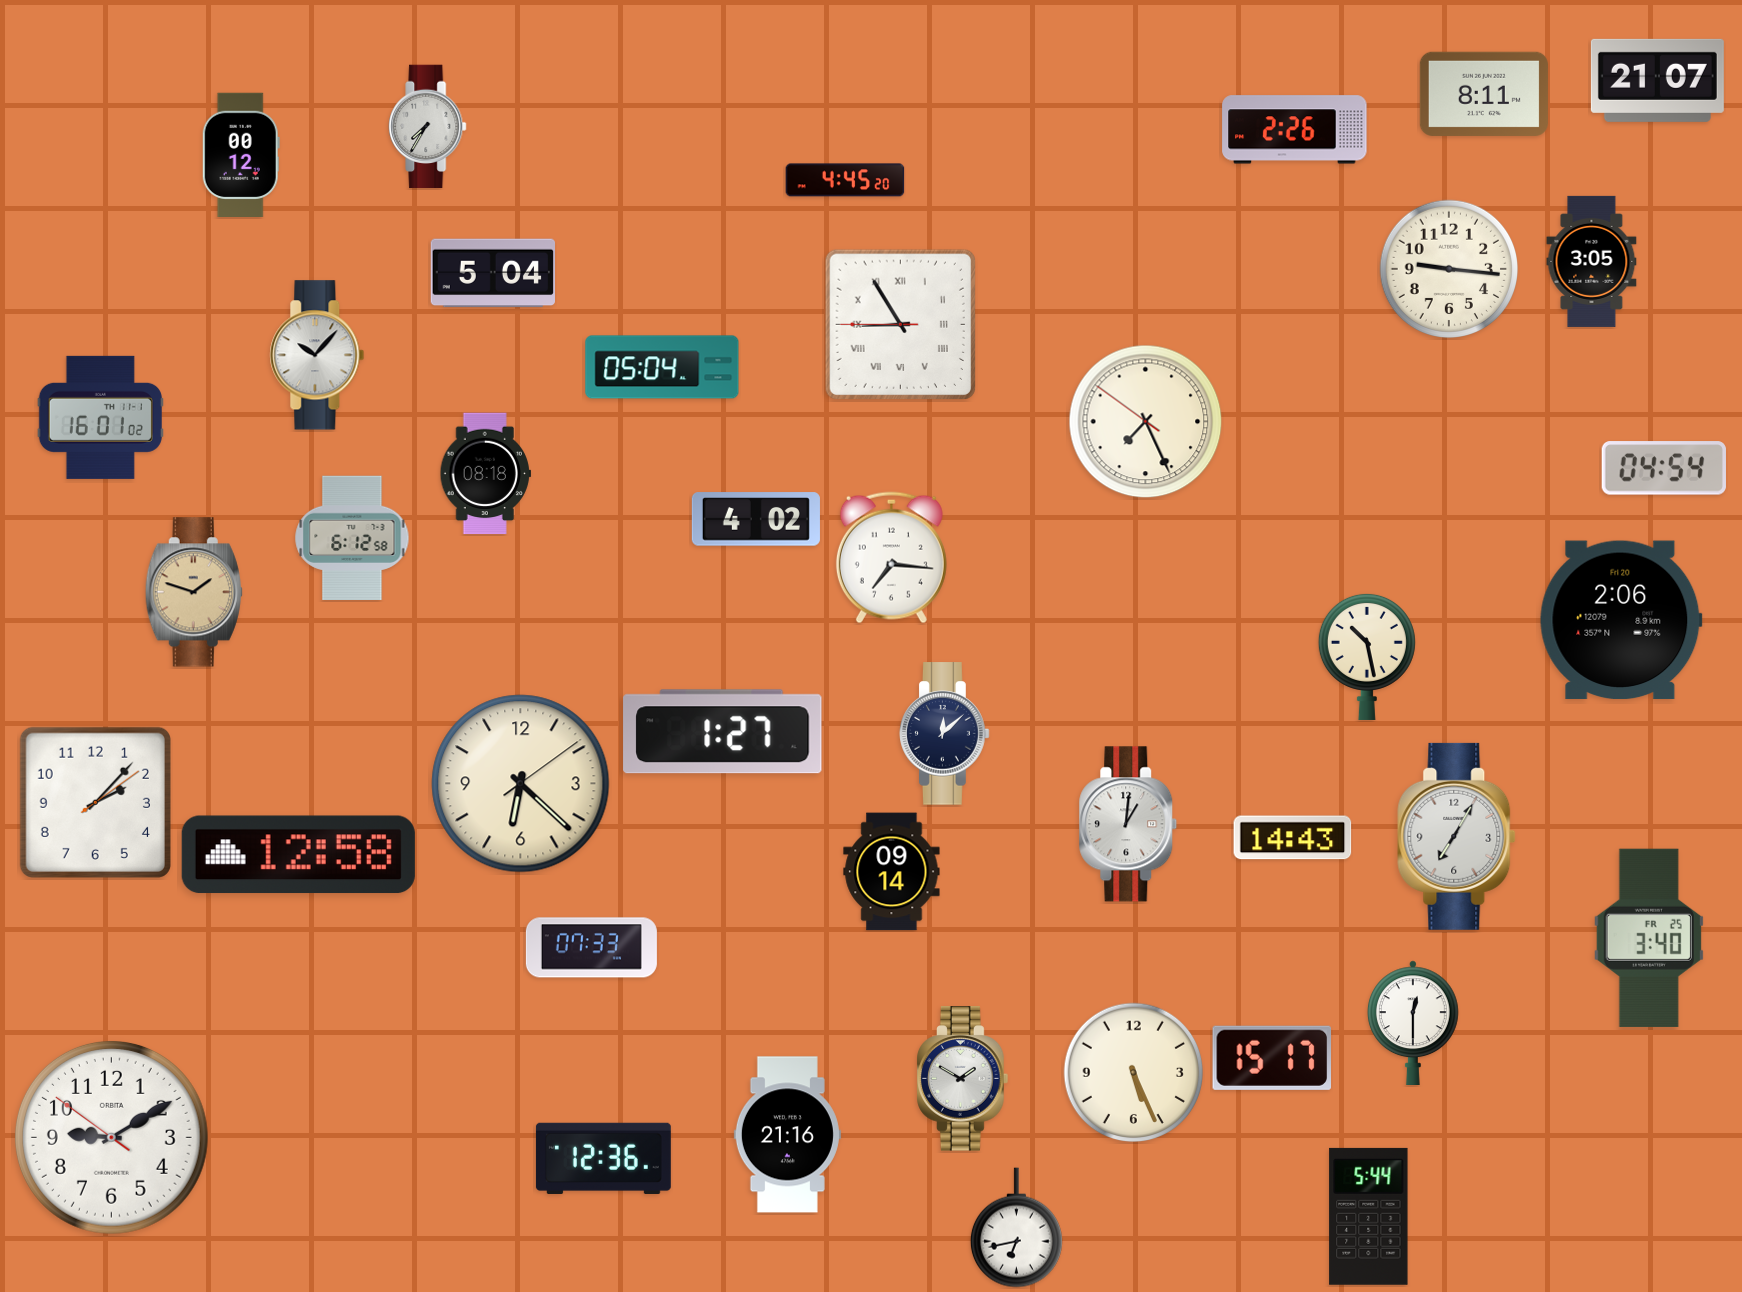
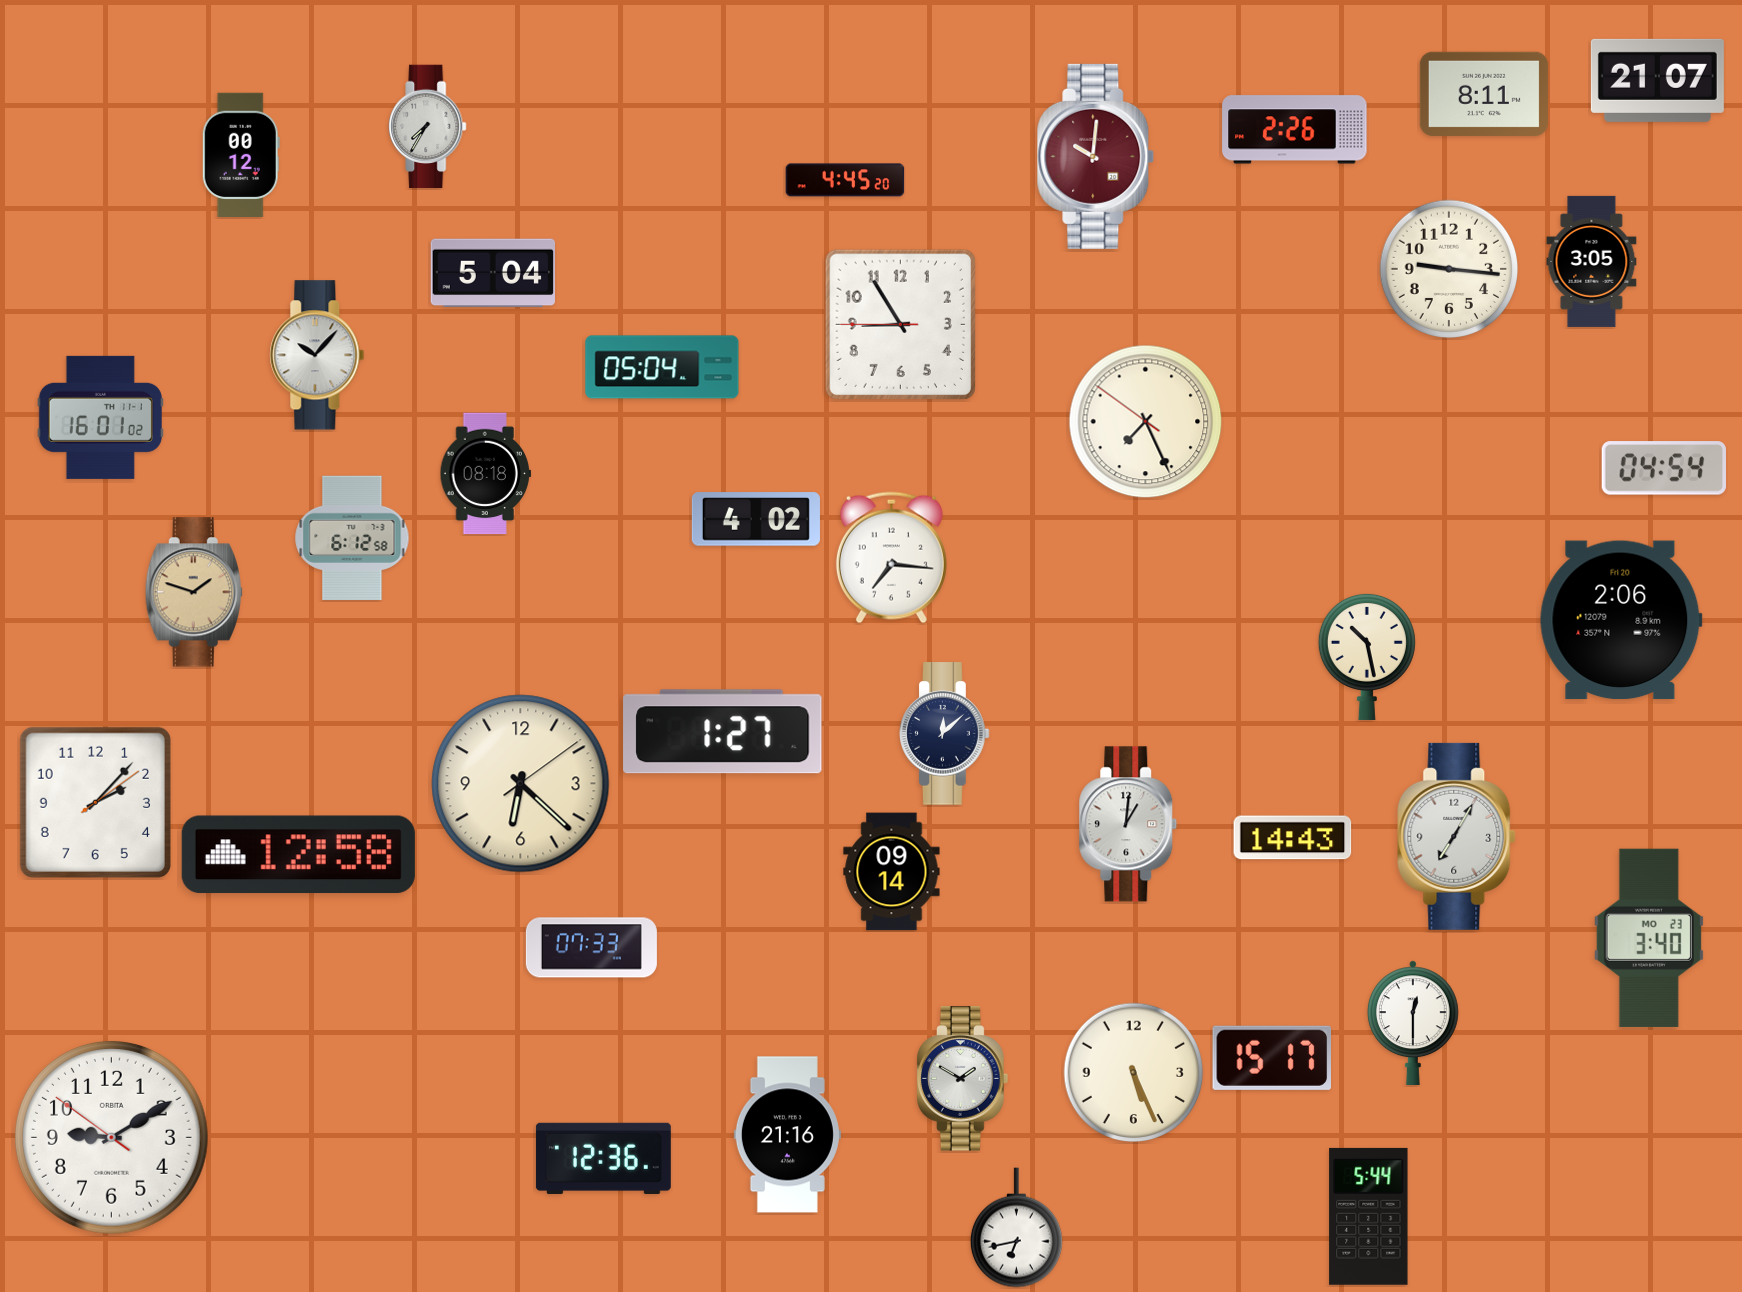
clock at (1096, 156): none -> 10:01
clock at (900, 324) numerals: Roman -> Arabic
clock at (1649, 938) date: FR 25 -> MO 23
